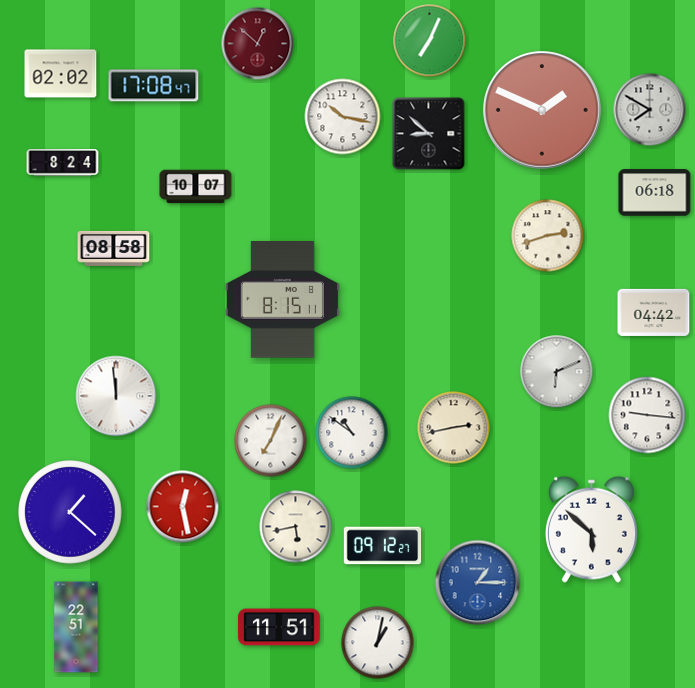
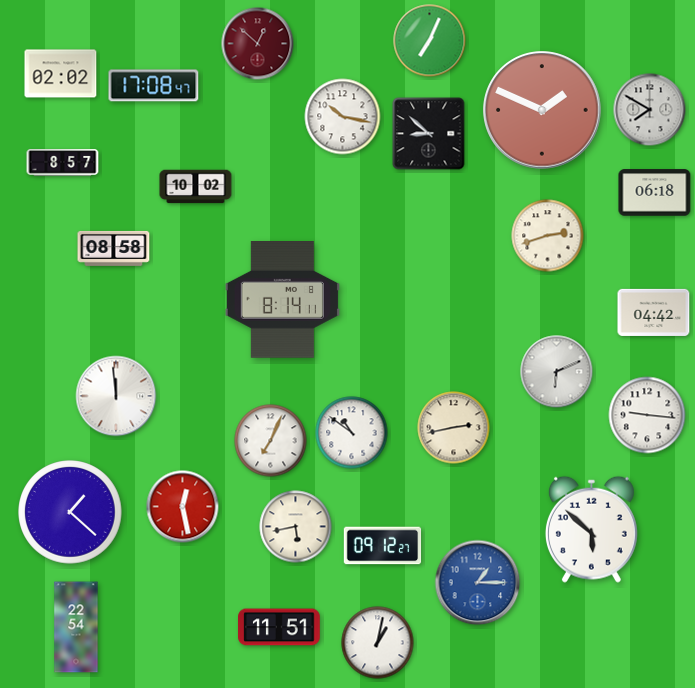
clock at (63, 163): 8:24 -> 8:57
clock at (196, 187): 10:07 -> 10:02
clock at (282, 300): 8:15 -> 8:14
clock at (76, 627): 22:51 -> 22:54
